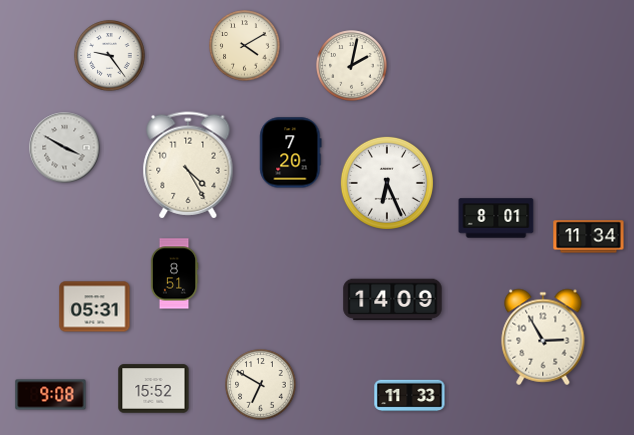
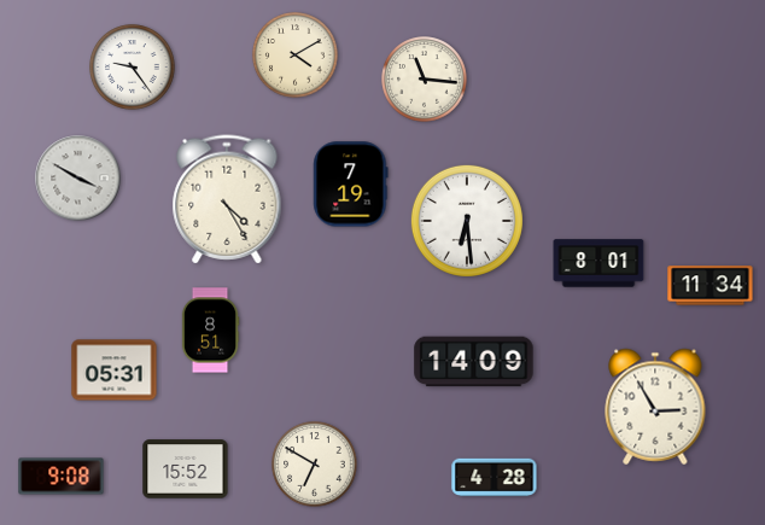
clock at (352, 66): 2:02 -> 11:16
clock at (291, 153): 7:20 -> 7:19
clock at (387, 183): 6:26 -> 6:29
clock at (410, 396): 11:33 -> 4:28
